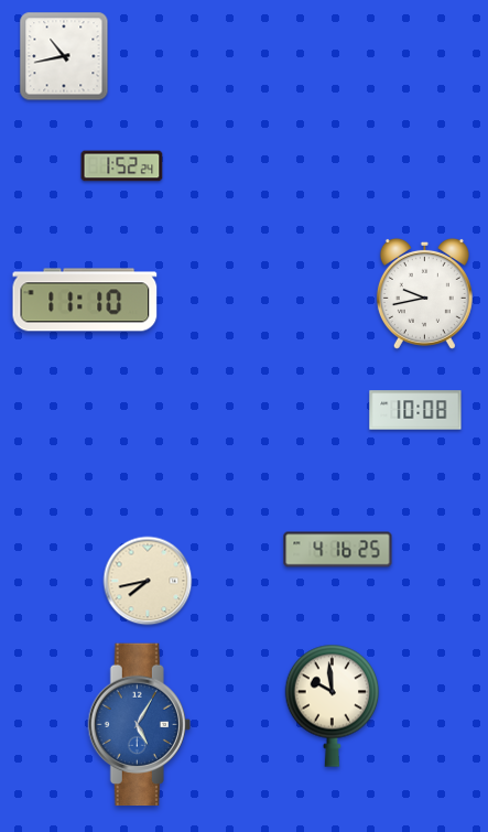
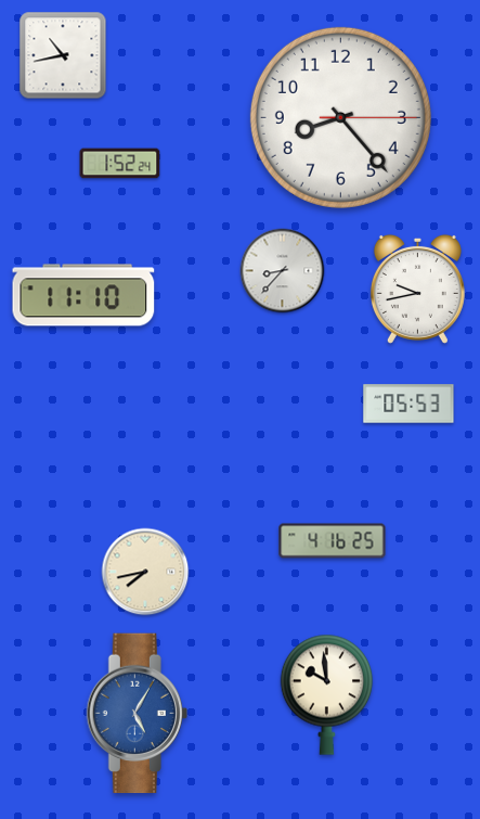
clock at (340, 117): none -> 8:23
clock at (283, 271): none -> 8:37
clock at (415, 410): 10:08 -> 05:53
